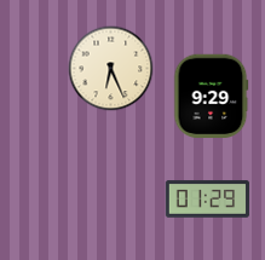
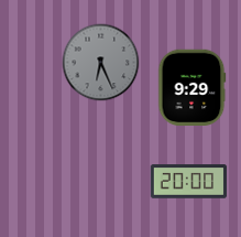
clock at (111, 69) dial: cream -> grey
clock at (208, 200): 01:29 -> 20:00
